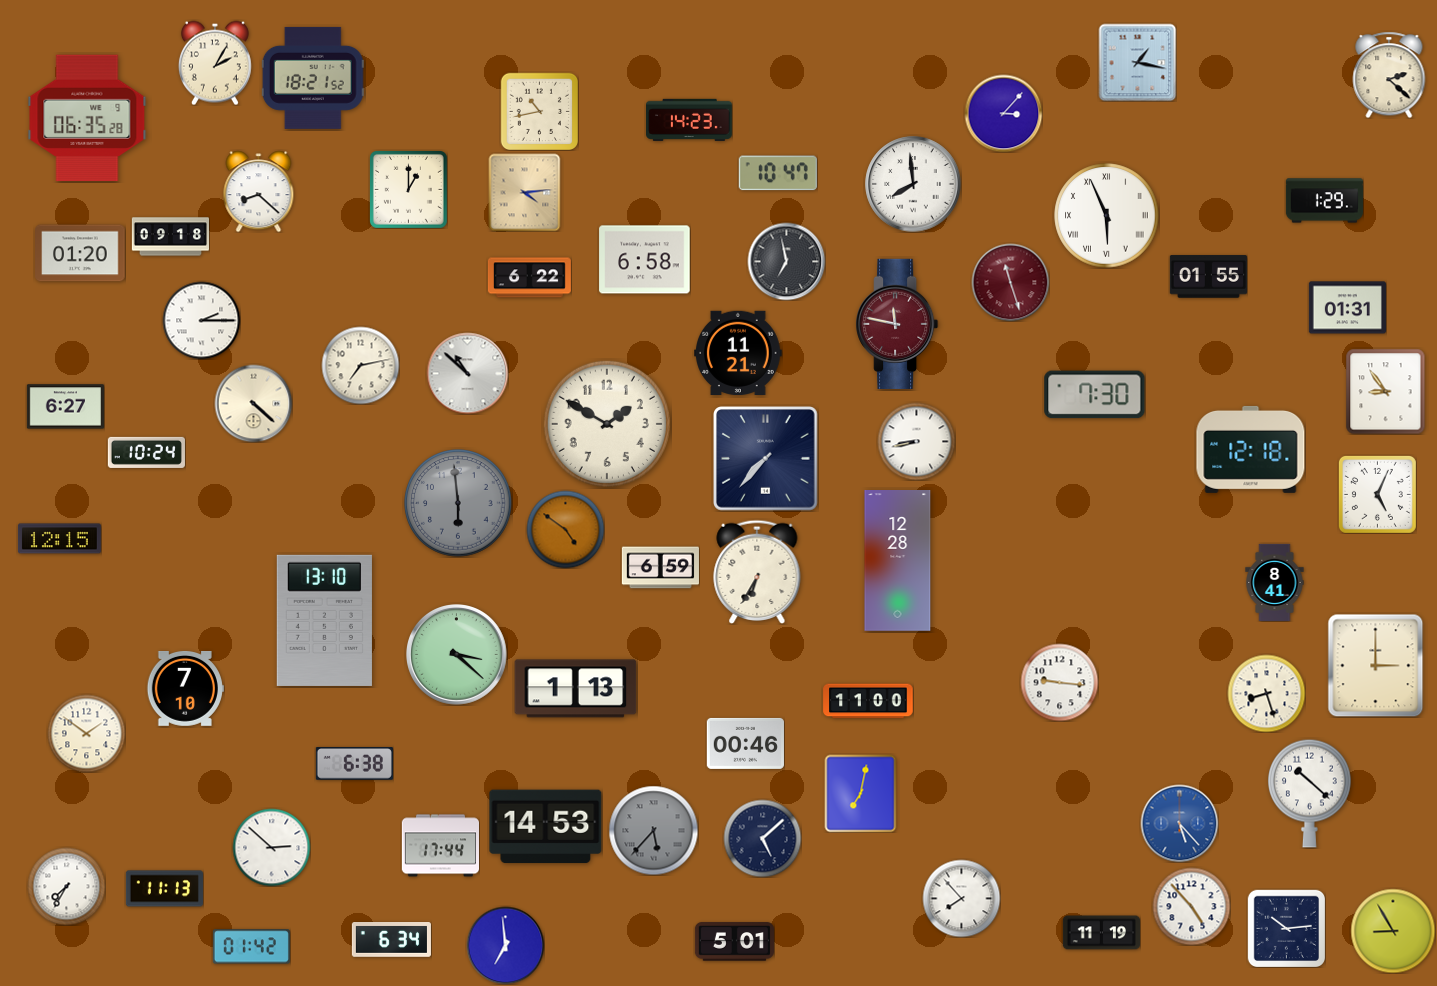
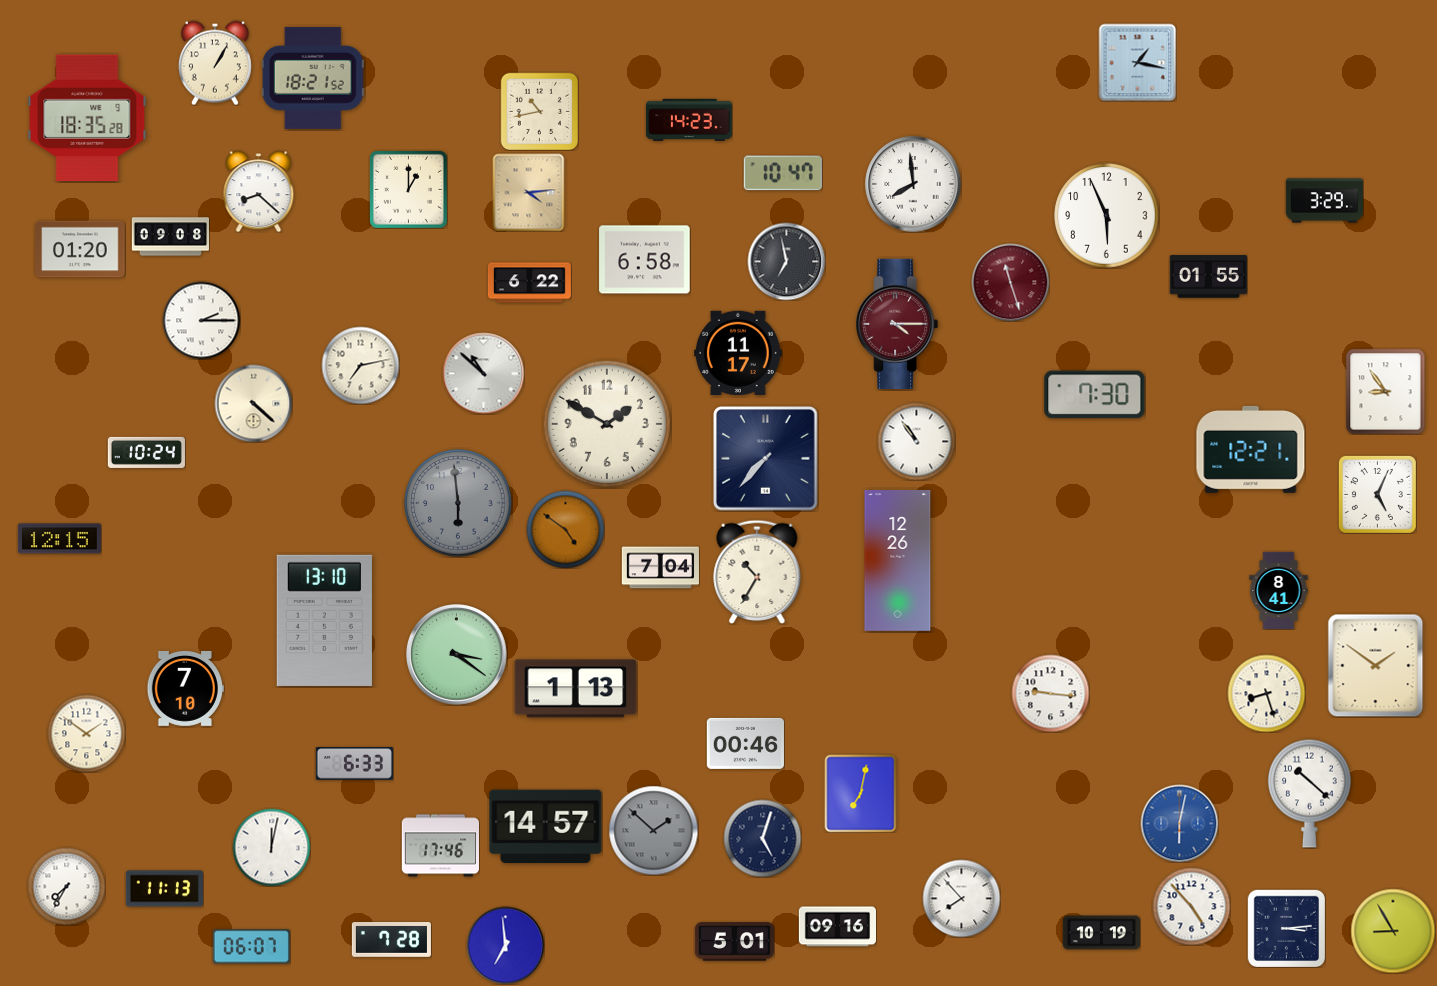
clock at (215, 63): 2:05 -> 1:05
clock at (1389, 75): 2:22 -> none
clock at (1003, 113): 3:07 -> none
clock at (87, 118): 06:35 -> 18:35
clock at (778, 173) position: (778, 173) -> (783, 173)
clock at (525, 192) position: (525, 192) -> (529, 192)
clock at (1324, 201): 1:29 -> 3:29
clock at (1107, 216) numerals: Roman -> Arabic
clock at (170, 237): 09:18 -> 09:08
clock at (80, 253) position: (80, 253) -> (80, 249)
clock at (529, 278) position: (529, 278) -> (529, 283)
clock at (1347, 308): 01:31 -> none
clock at (897, 324): 11:47 -> 4:15
clock at (739, 352): 11:21 -> 11:17
clock at (467, 373) position: (467, 373) -> (483, 373)
clock at (65, 407): 6:27 -> none
clock at (916, 441): 8:43 -> 10:54
clock at (1251, 449): 12:18 -> 12:21
clock at (898, 561): 12:28 -> 12:26
clock at (660, 568): 6:59 -> 7:04
clock at (757, 572): 6:35 -> 10:35
clock at (1275, 582) position: (1275, 582) -> (1279, 590)
clock at (457, 655): 3:22 -> 3:21
clock at (1376, 665): 3:00 -> 1:51
clock at (1059, 682) position: (1059, 682) -> (1050, 693)
clock at (868, 701): 11:00 -> none
clock at (354, 764): 6:38 -> 6:33
clock at (1179, 823): 5:23 -> 6:02
clock at (546, 827): 14:53 -> 14:57
clock at (653, 830): 5:37 -> 1:52
clock at (762, 838): 5:08 -> 5:03
clock at (440, 846): 17:44 -> 17:46
clock at (271, 847): 2:52 -> 12:02
clock at (837, 927): none -> 09:16
clock at (1286, 928): 10:14 -> 3:14
clock at (1101, 933): 11:19 -> 10:19
clock at (391, 940): 6:34 -> 7:28
clock at (251, 947): 01:42 -> 06:07
